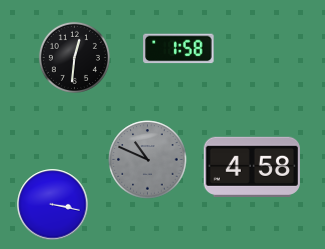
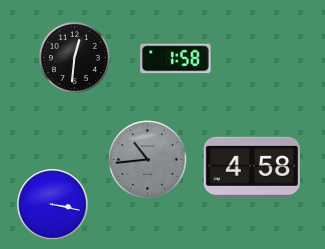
clock at (179, 49) position: (179, 49) -> (176, 59)
clock at (148, 160): 10:49 -> 10:44
